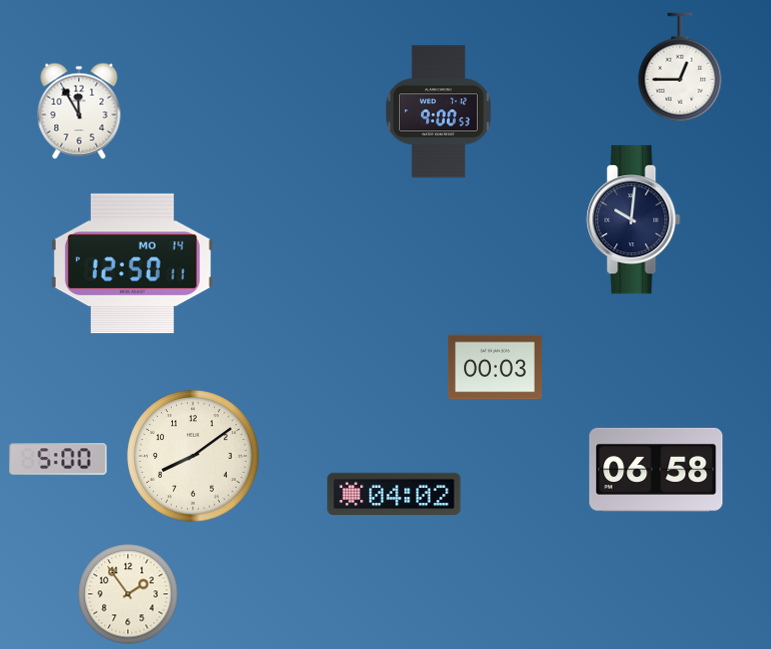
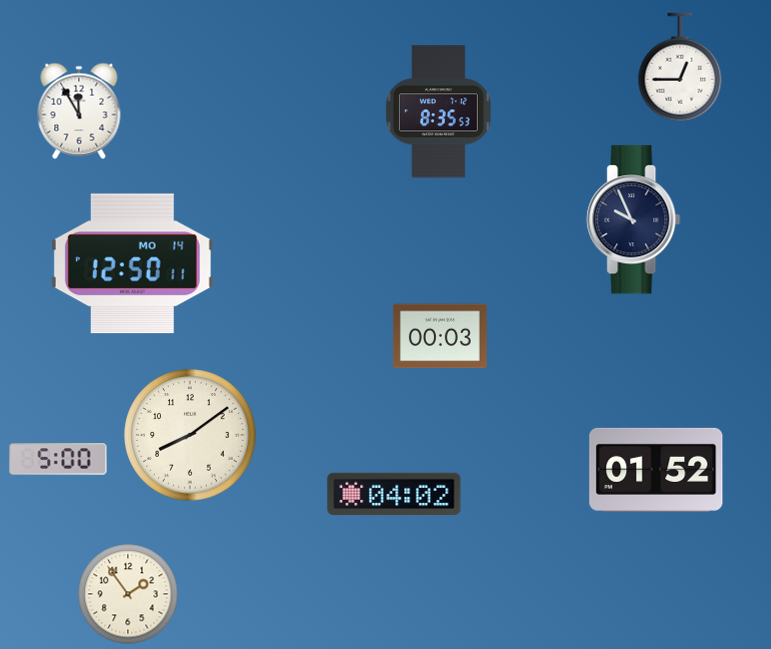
clock at (438, 112): 9:00 -> 8:35
clock at (634, 220): 10:01 -> 9:56
clock at (495, 367) position: (495, 367) -> (440, 336)
clock at (193, 456) position: (193, 456) -> (190, 435)
clock at (656, 470): 06:58 -> 01:52
